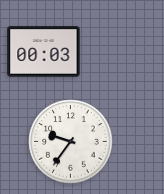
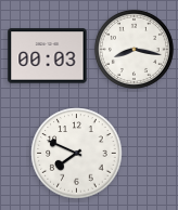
clock at (133, 49): none -> 8:17
clock at (71, 142): 9:36 -> 7:49
